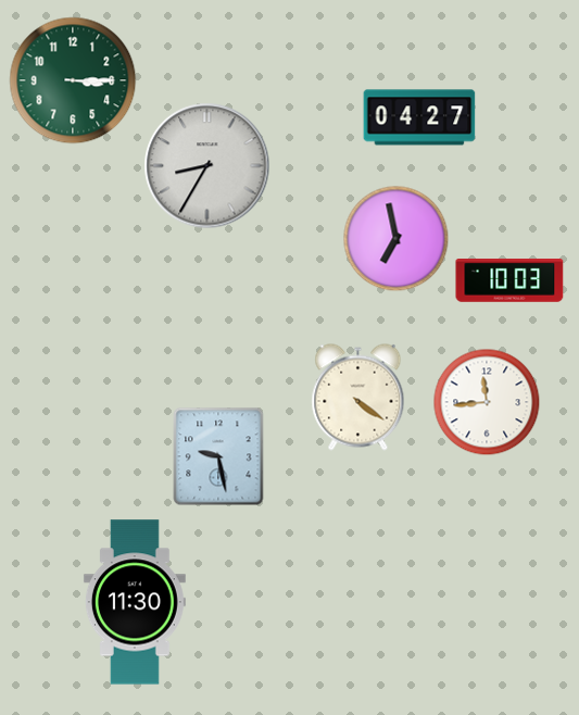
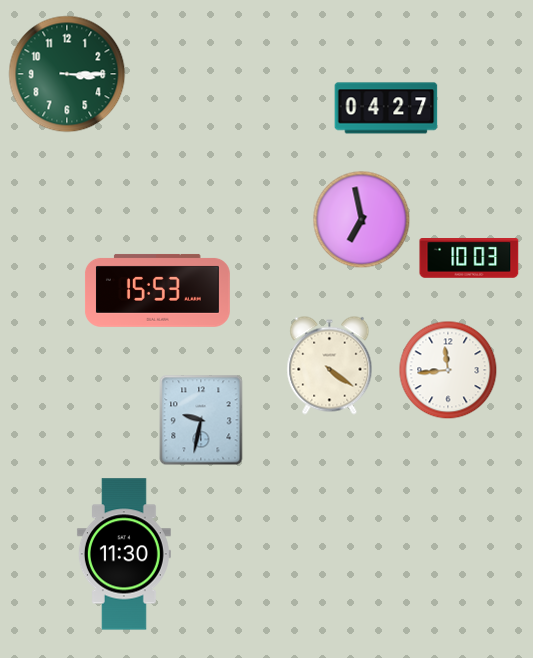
clock at (207, 166): 8:35 -> none
clock at (397, 239) position: (397, 239) -> (362, 220)
clock at (157, 290): none -> 15:53
clock at (218, 456): 9:28 -> 9:32
